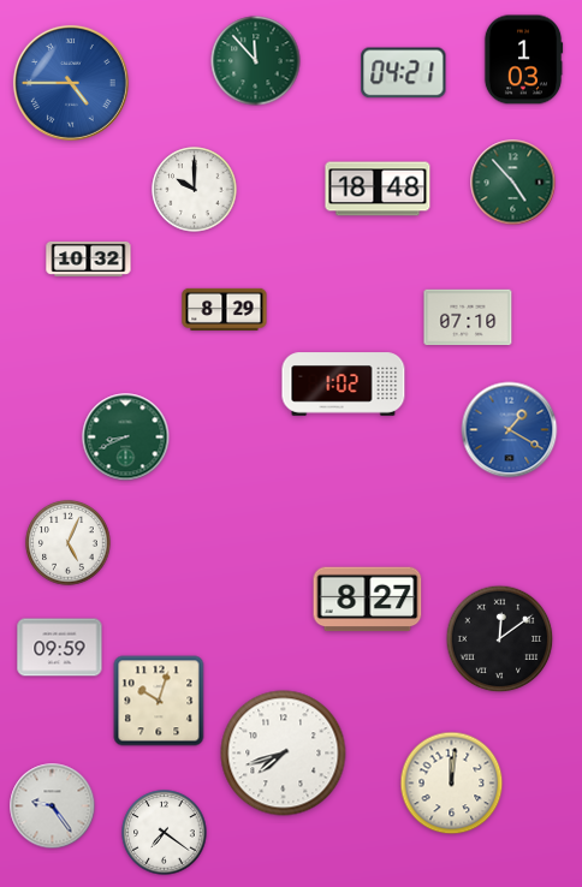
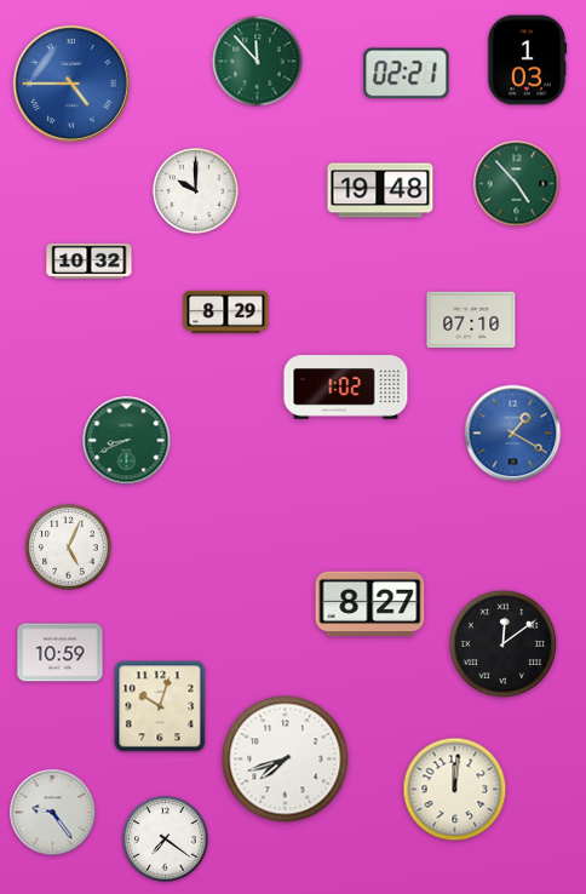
clock at (404, 73): 04:21 -> 02:21
clock at (378, 189): 18:48 -> 19:48
clock at (60, 648): 09:59 -> 10:59
